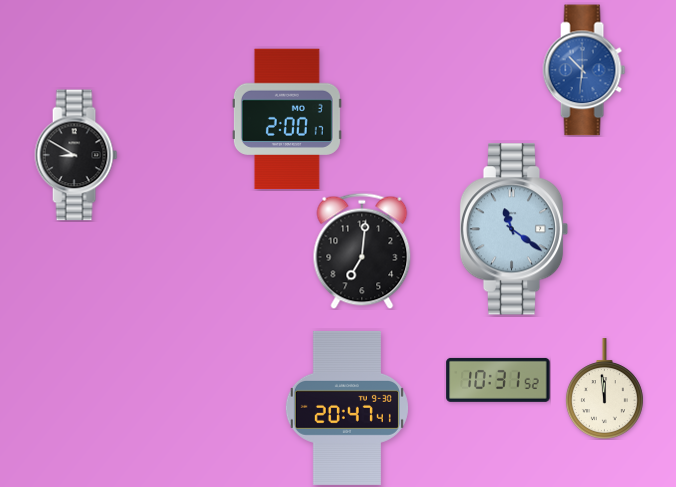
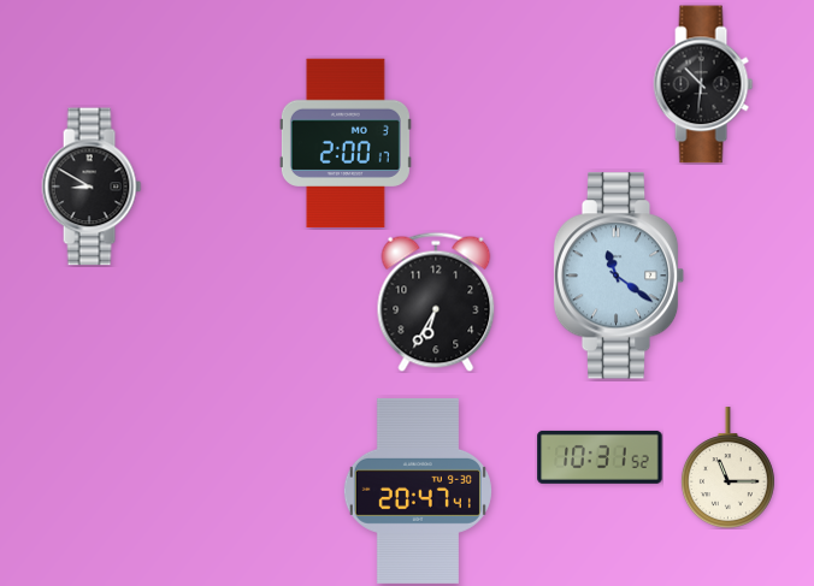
clock at (584, 70) dial: blue -> black
clock at (362, 251): 7:01 -> 6:35
clock at (604, 388): 11:59 -> 11:15
